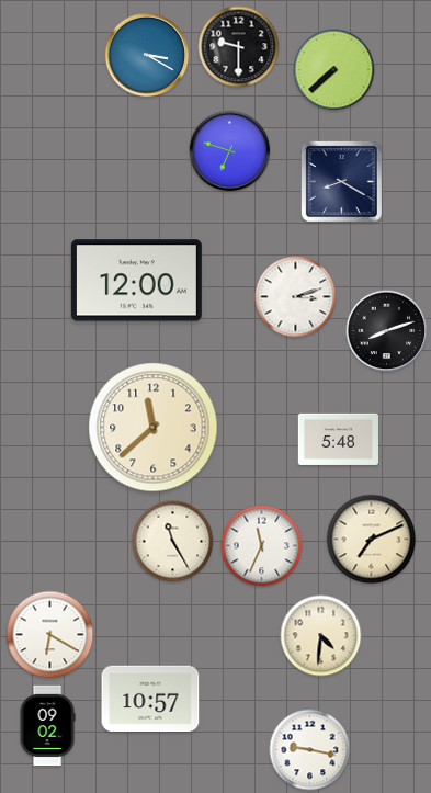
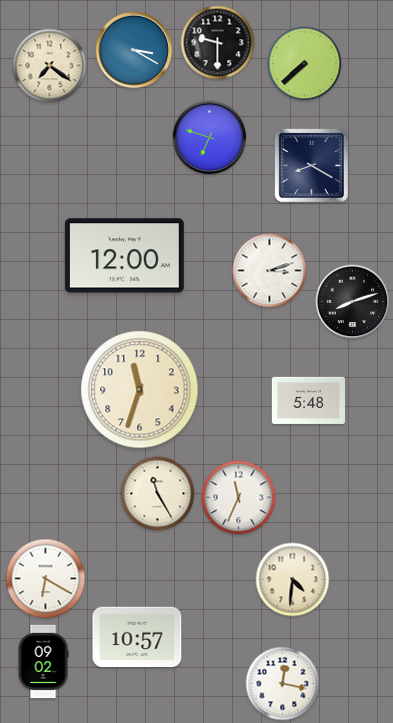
clock at (50, 66): none -> 7:21
clock at (154, 428): 11:38 -> 11:33
clock at (372, 540): 7:11 -> none
clock at (310, 750): 9:17 -> 12:17
